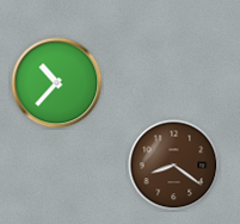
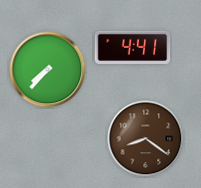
clock at (133, 47): none -> 4:41
clock at (57, 83): 10:37 -> 7:37
